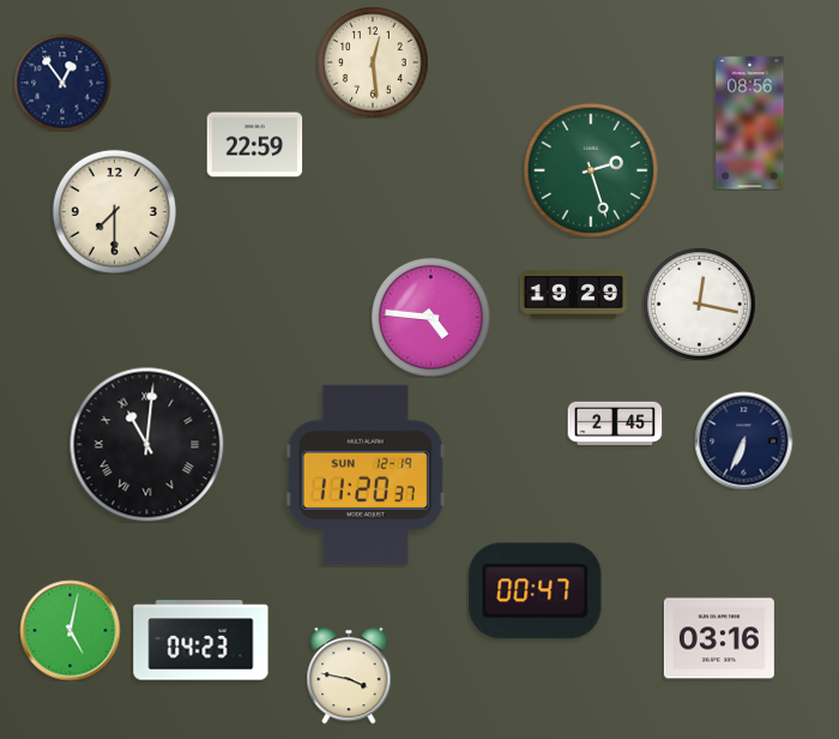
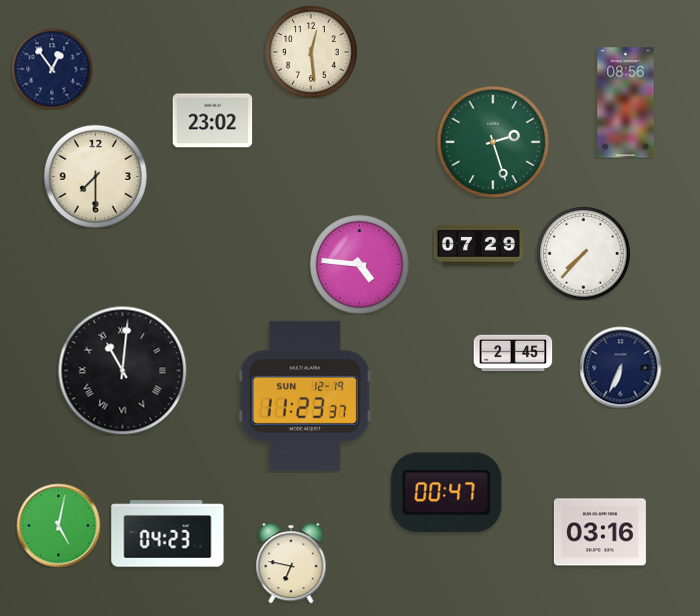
clock at (254, 145): 22:59 -> 23:02
clock at (573, 295): 19:29 -> 07:29
clock at (699, 304): 12:17 -> 7:37
clock at (366, 475): 11:20 -> 11:23
clock at (349, 675): 3:47 -> 6:47
